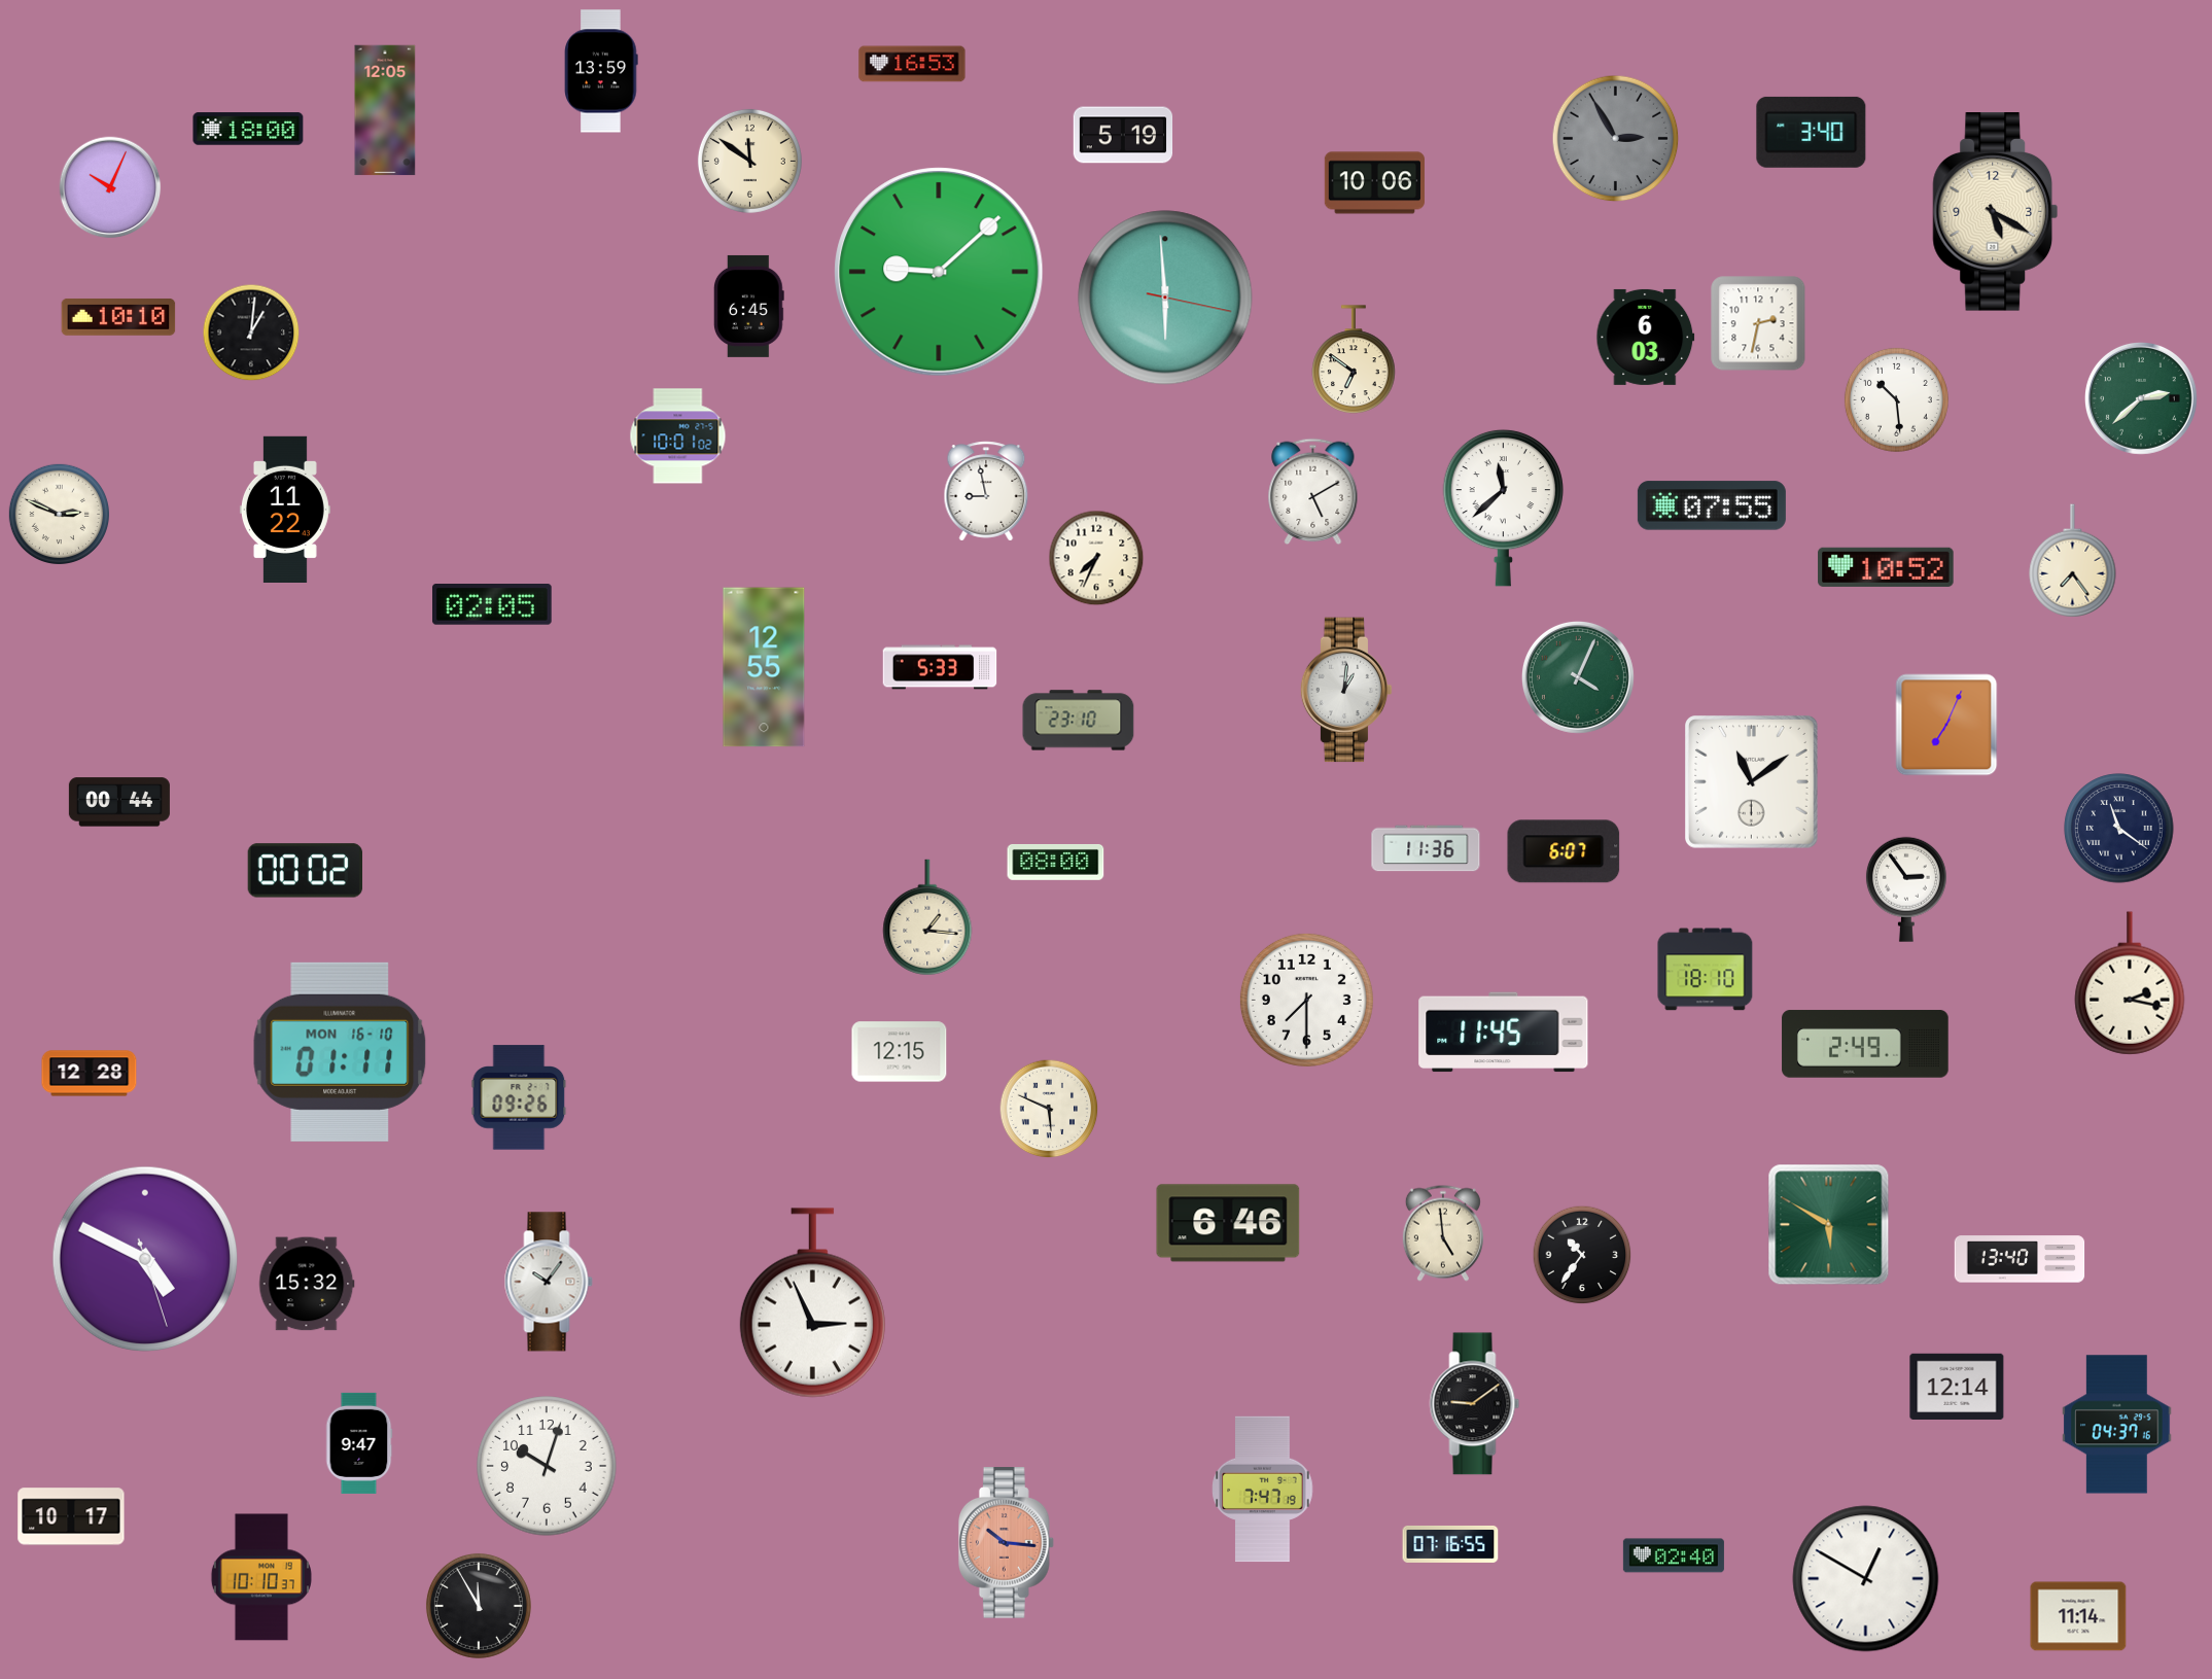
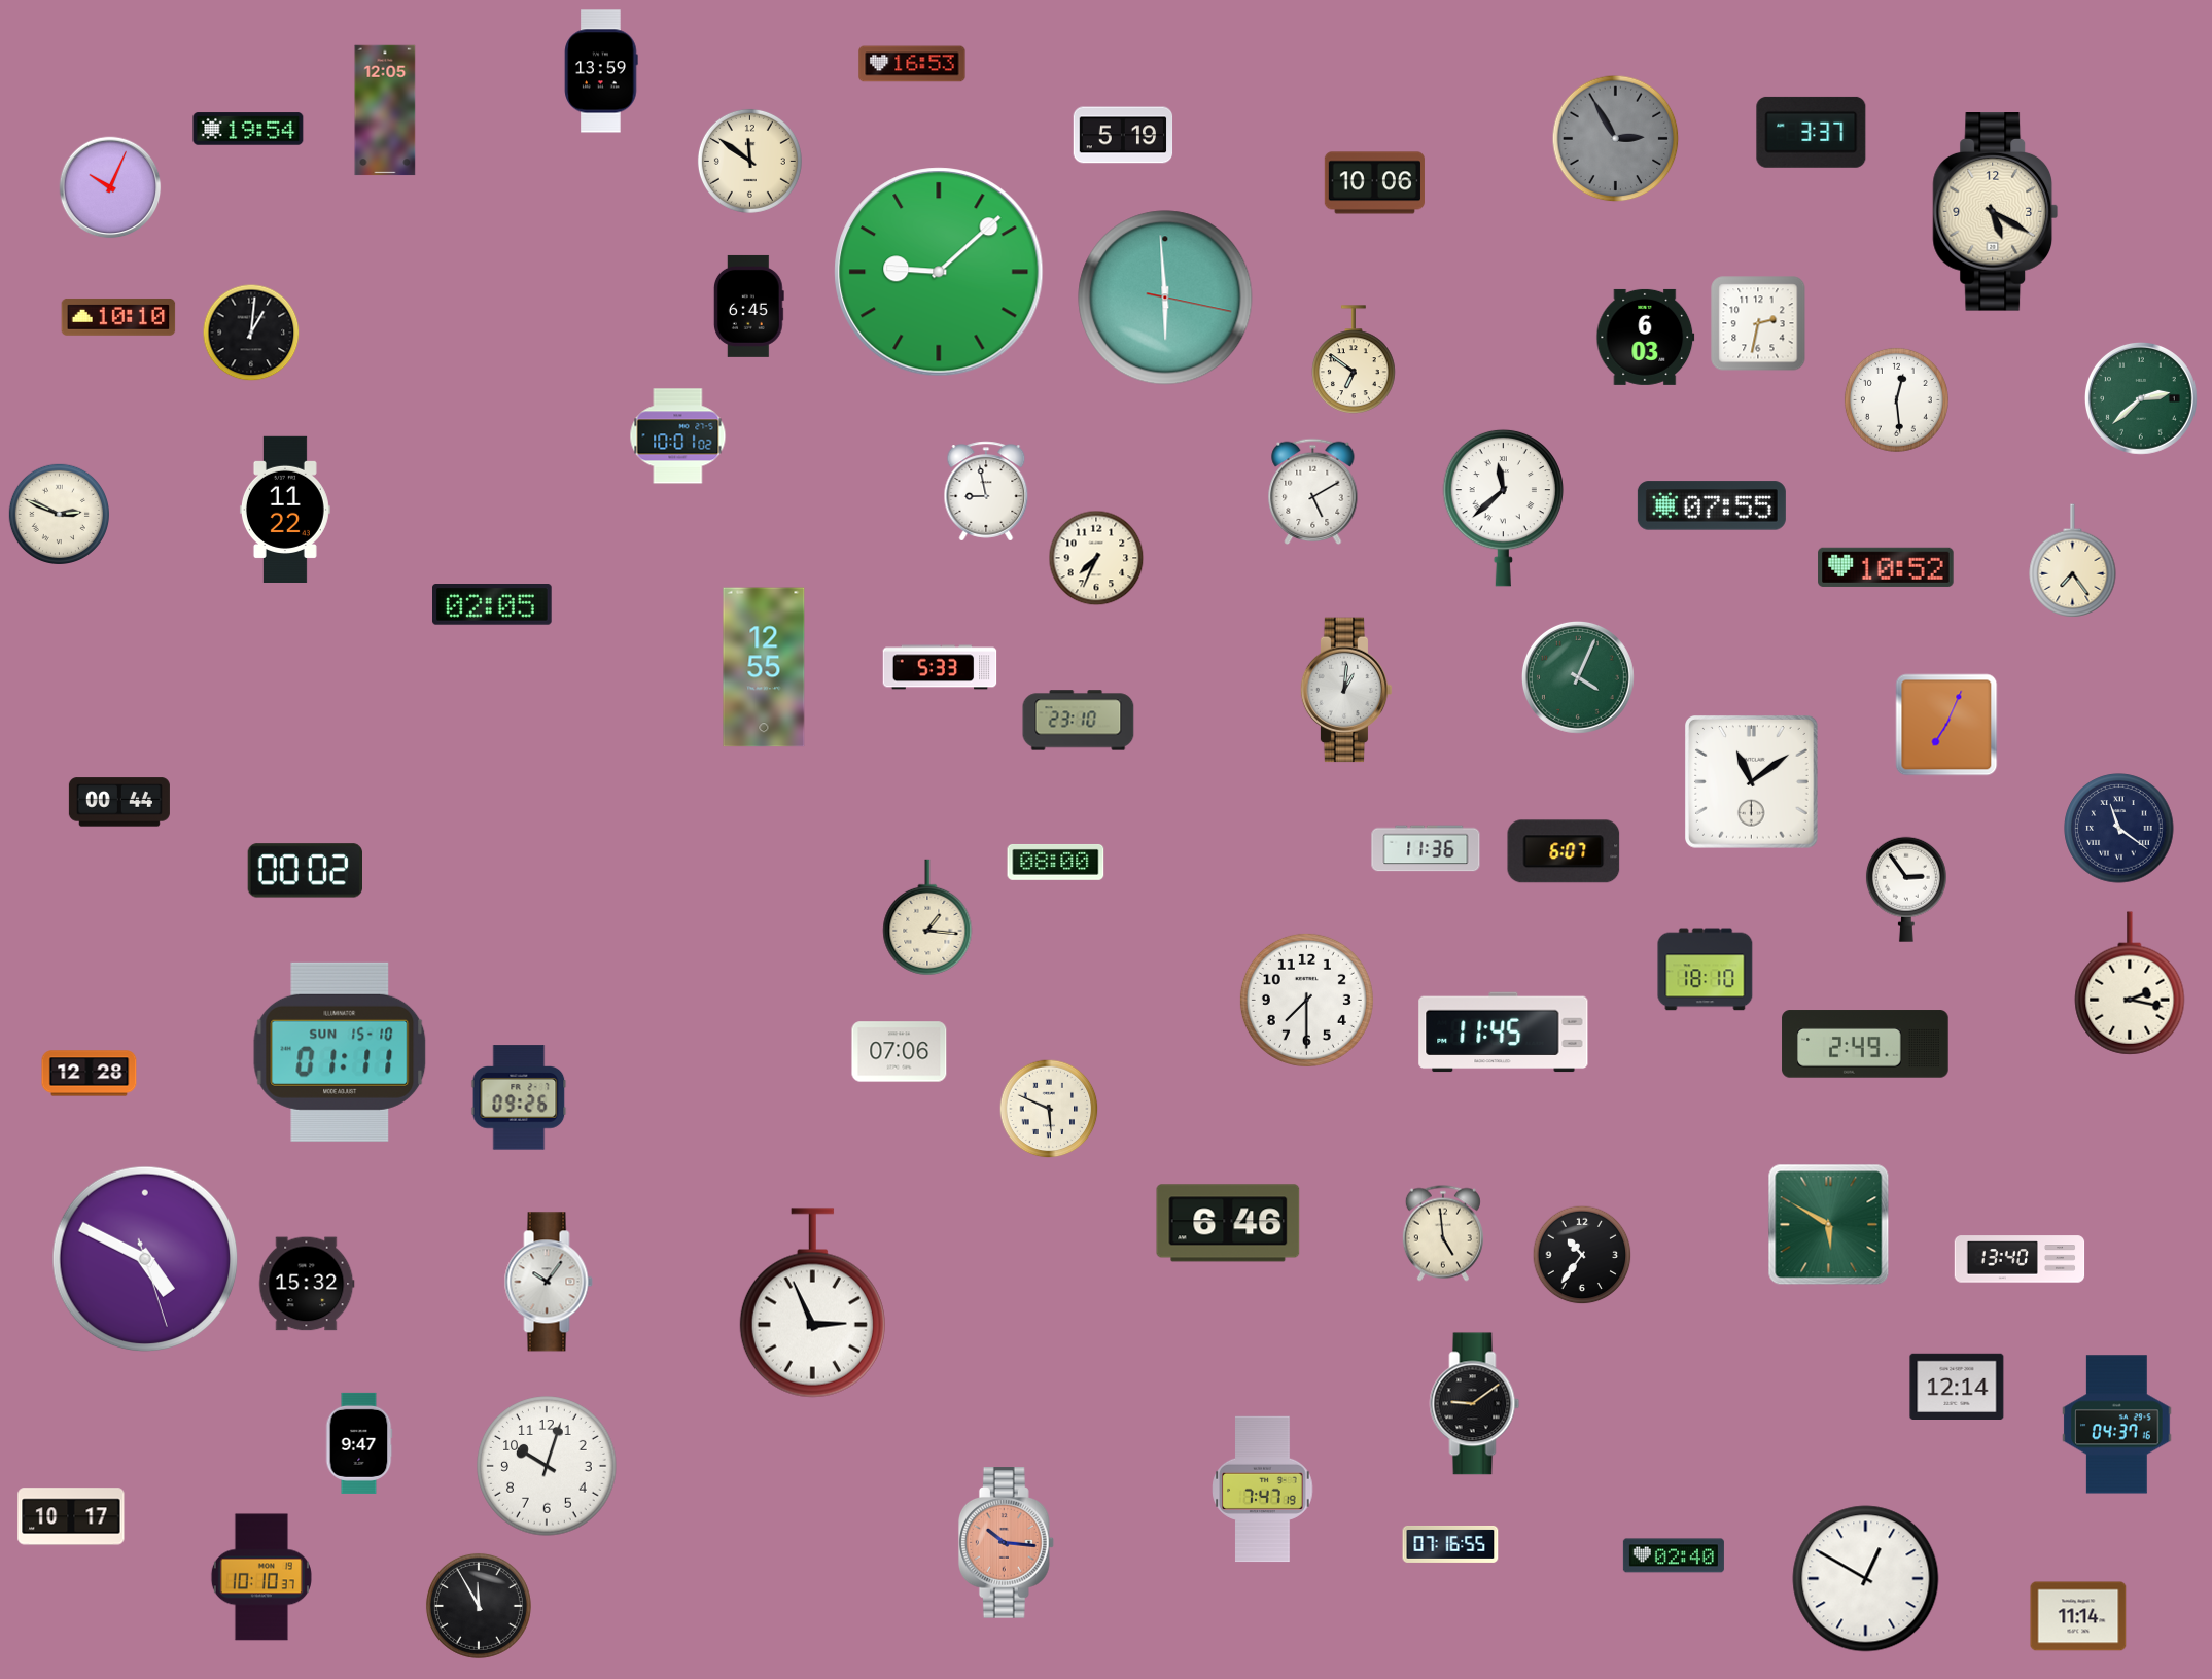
clock at (248, 129): 18:00 -> 19:54
clock at (1812, 132): 3:40 -> 3:37
clock at (1896, 399): 10:29 -> 12:29
clock at (340, 1052) date: MON 16-10 -> SUN 15-10
clock at (900, 1052): 12:15 -> 07:06
